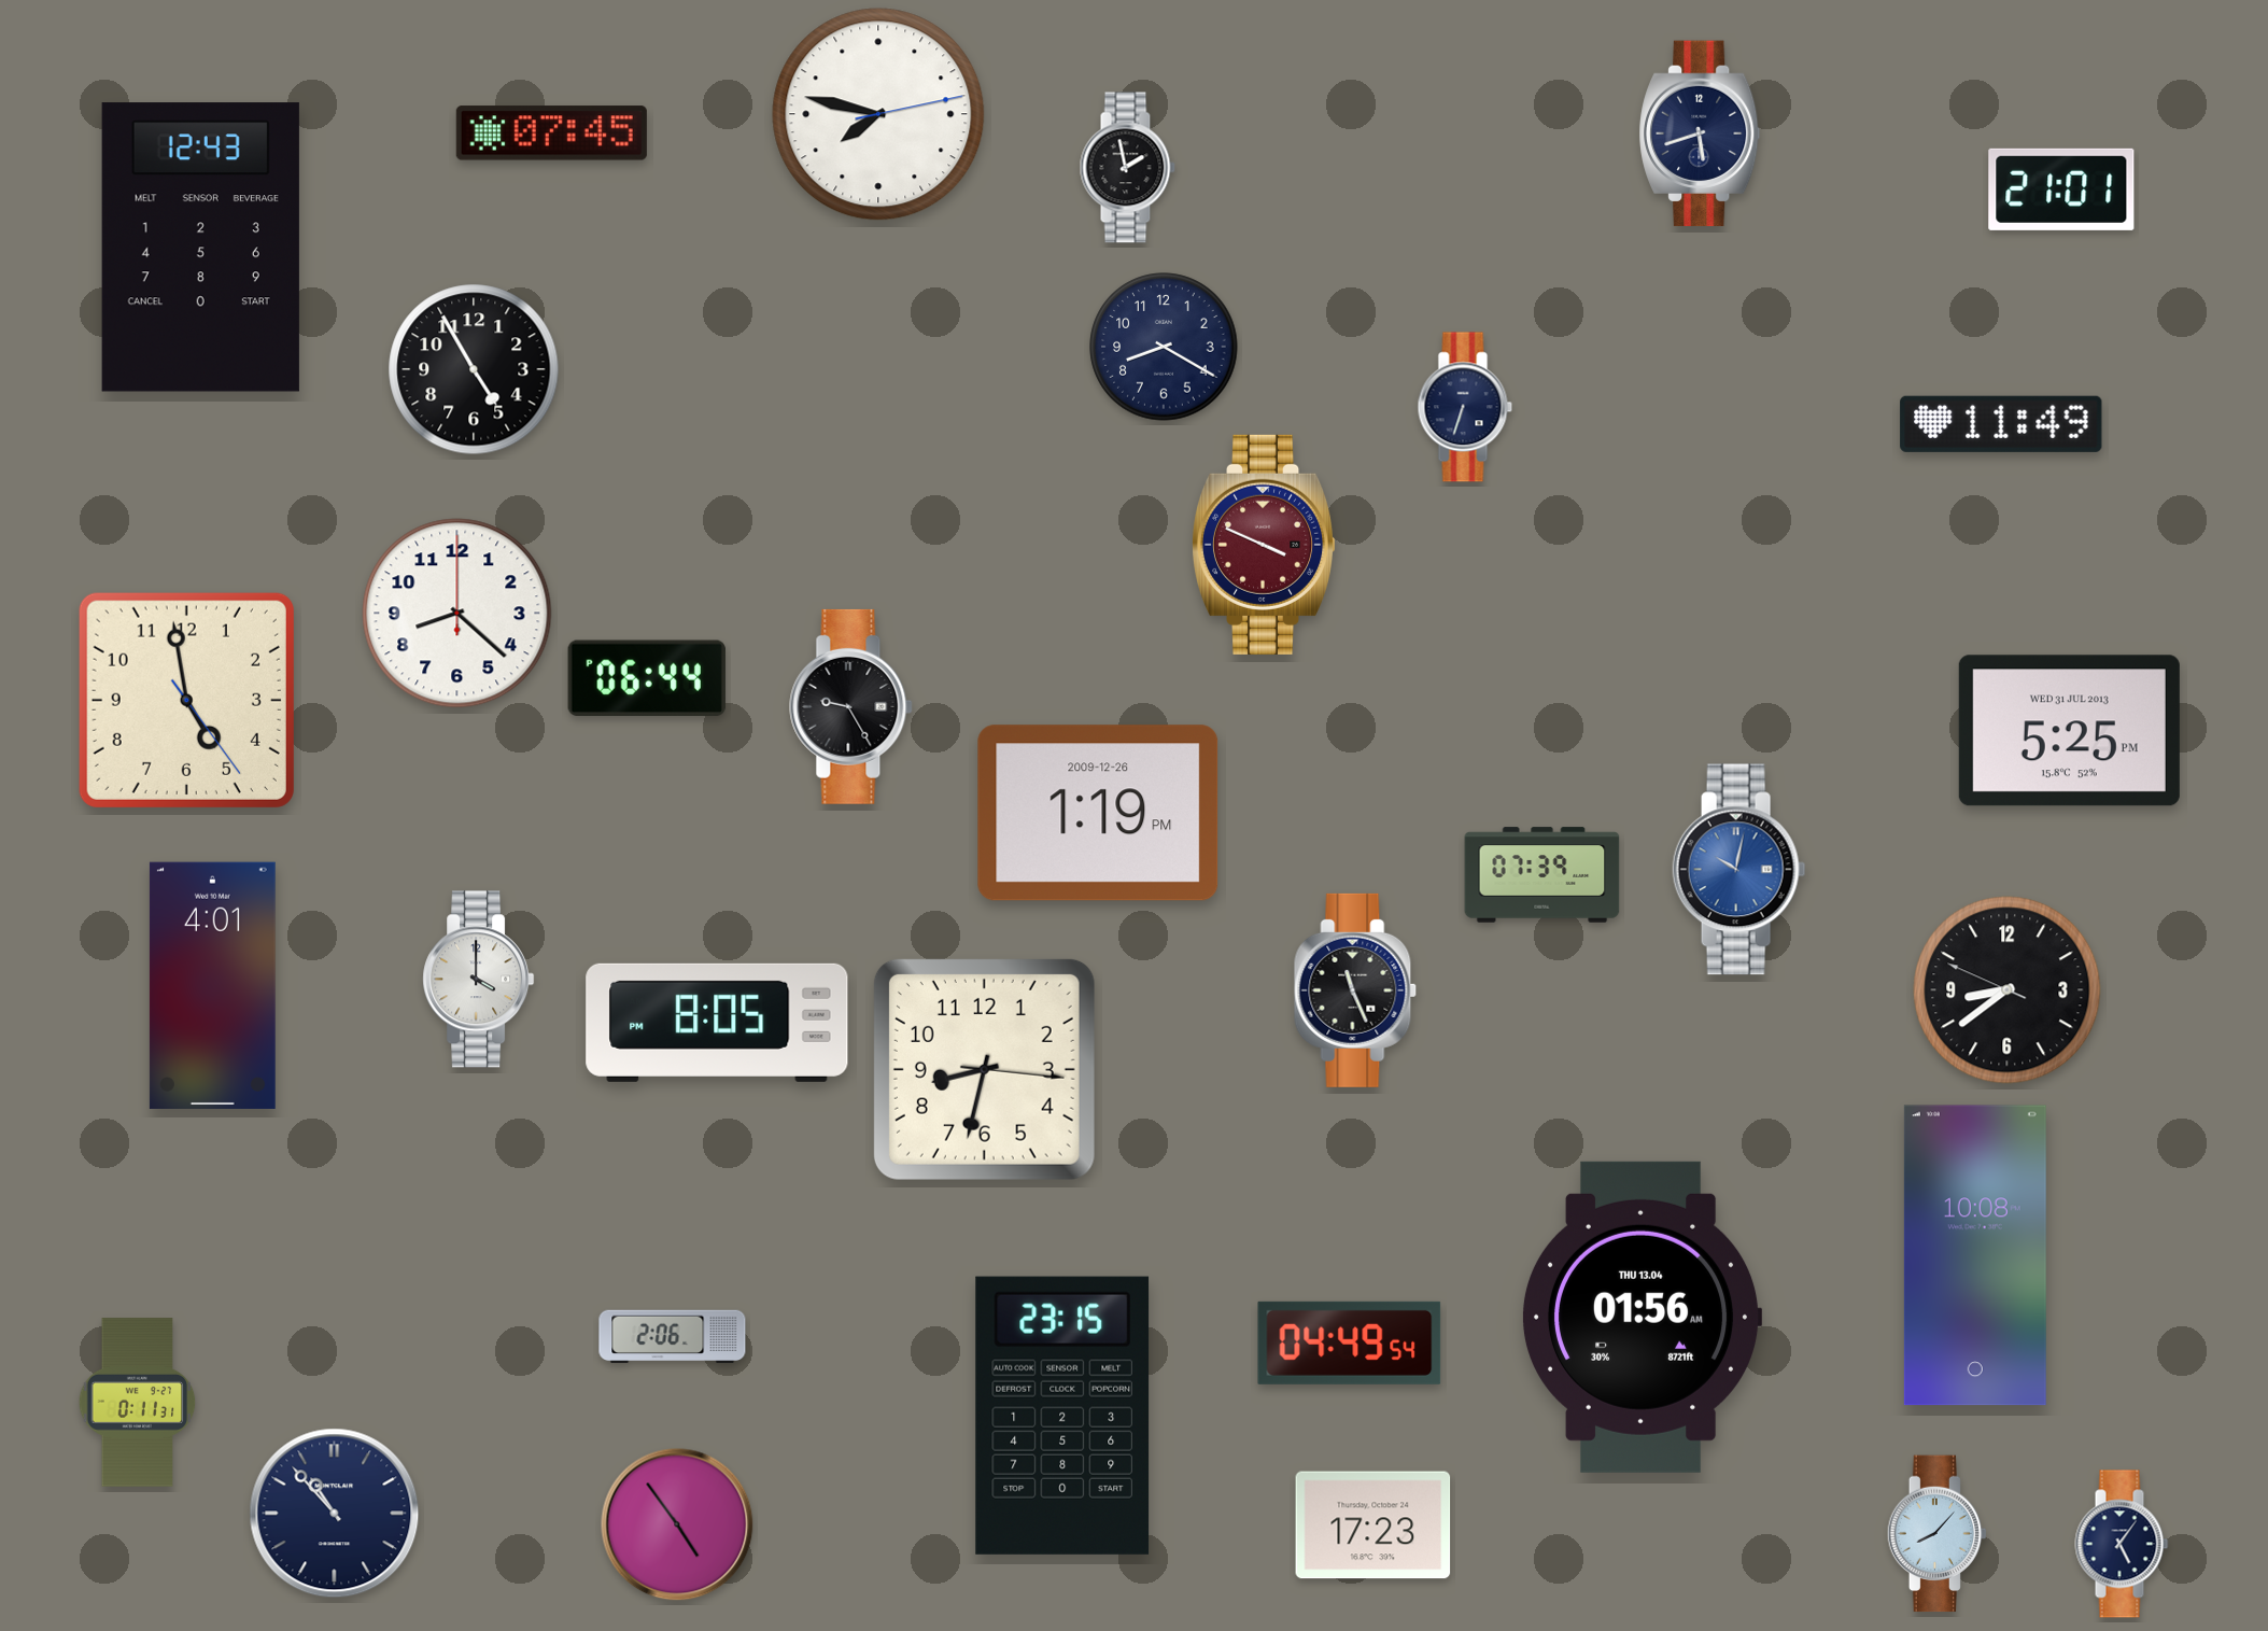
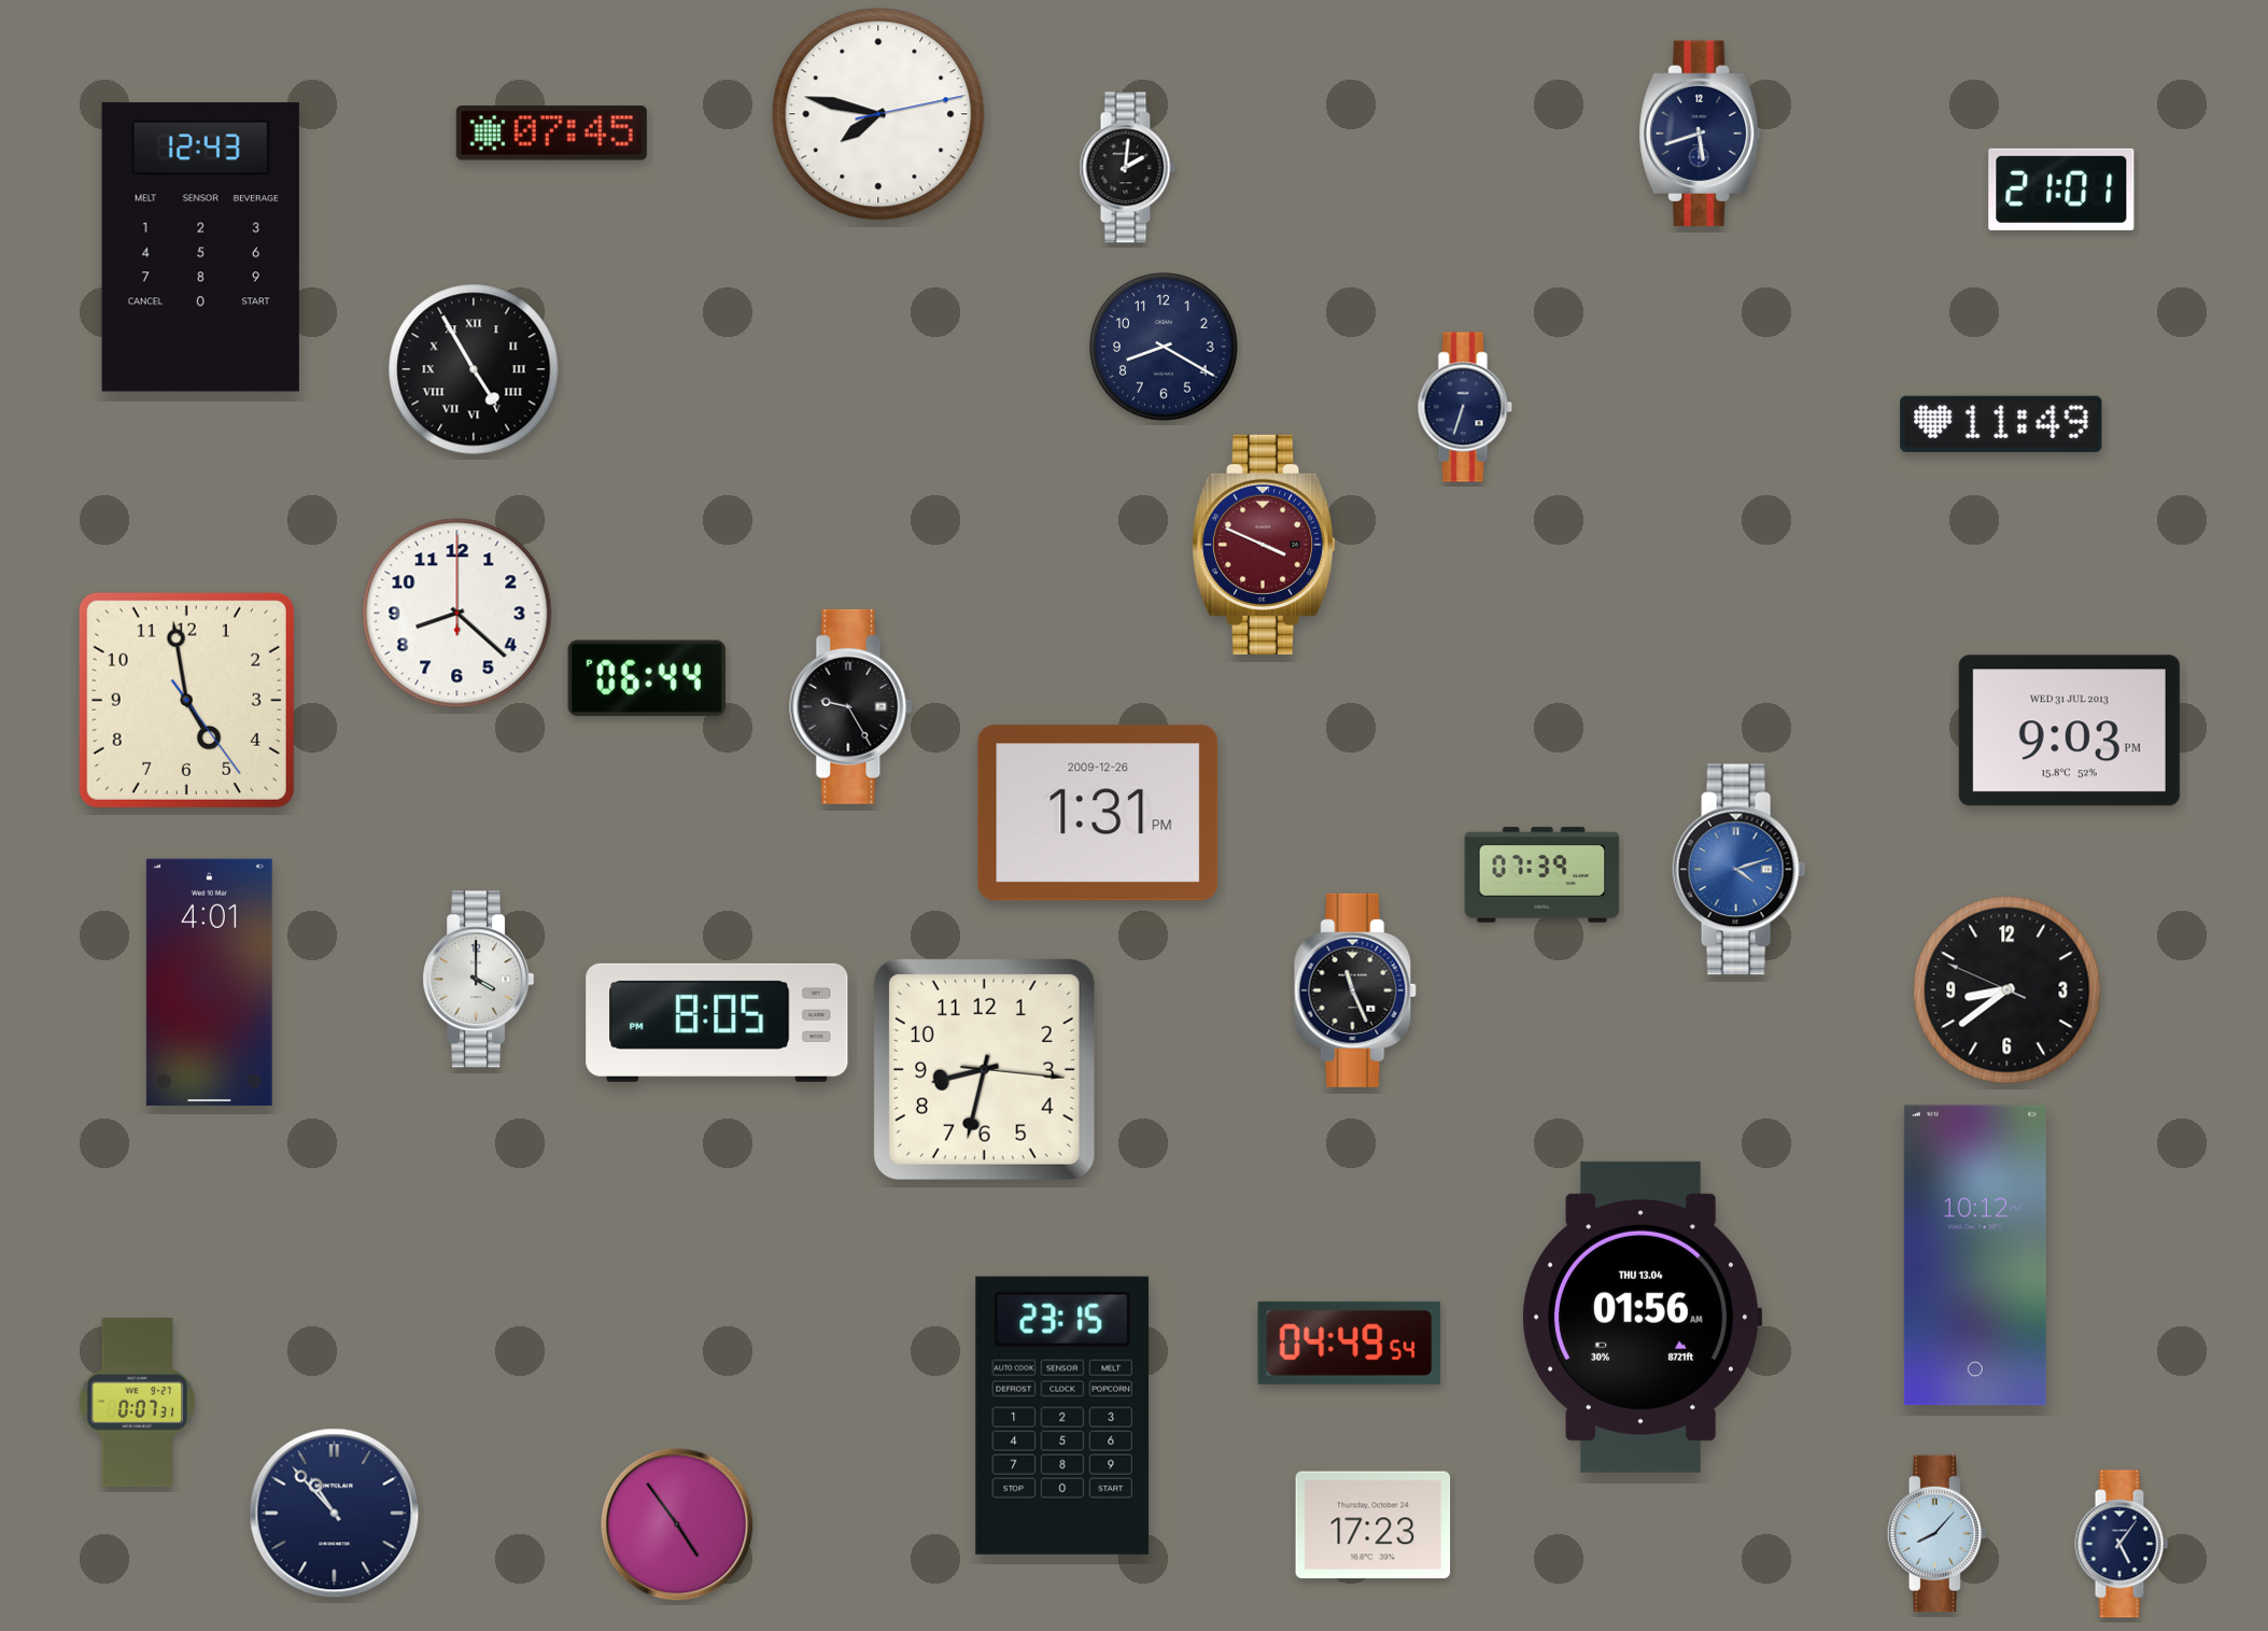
clock at (1127, 168): 1:58 -> 2:01
clock at (474, 369) numerals: Arabic -> Roman
clock at (2069, 731): 5:25 -> 9:03
clock at (1098, 813): 1:19 -> 1:31
clock at (1739, 870): 10:02 -> 4:12
clock at (212, 985) position: (212, 985) -> (209, 982)
clock at (1975, 1255): 10:08 -> 10:12
clock at (673, 1337): 2:06 -> none
clock at (138, 1403): 0:11 -> 0:07
